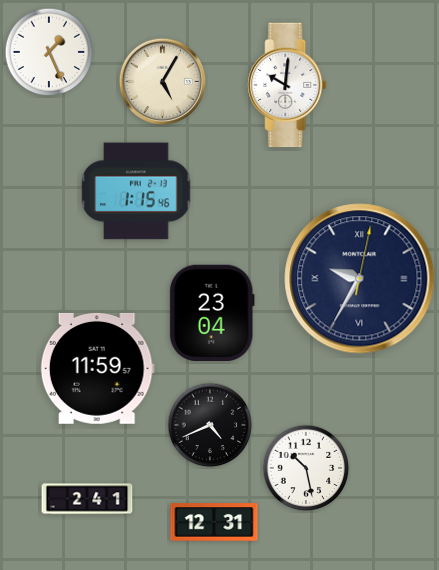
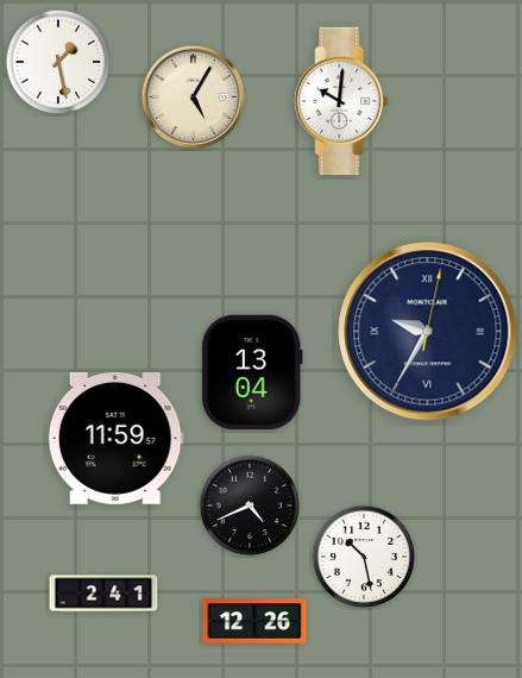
clock at (49, 52): 1:26 -> 1:28
clock at (136, 191): 1:15 -> none
clock at (212, 312): 23:04 -> 13:04
clock at (214, 522): 12:31 -> 12:26
